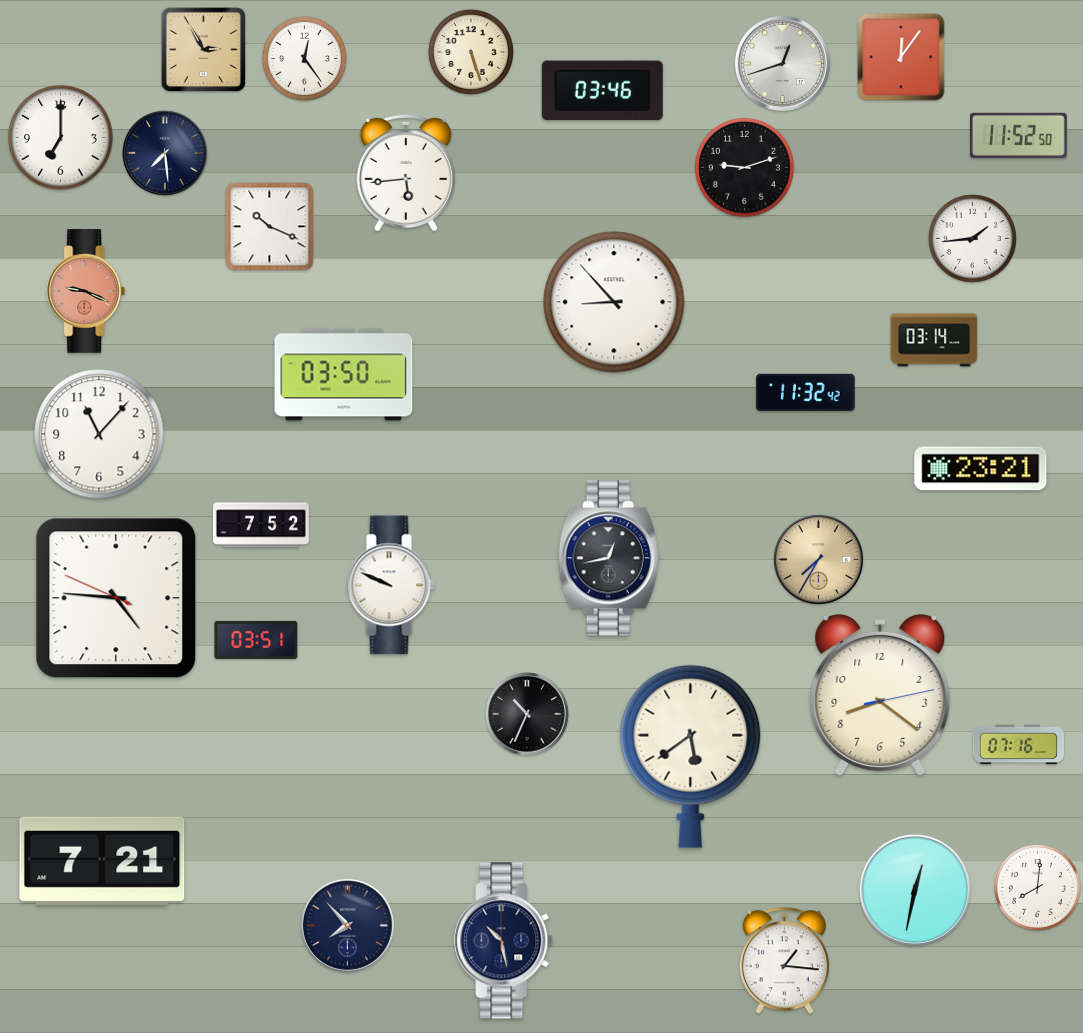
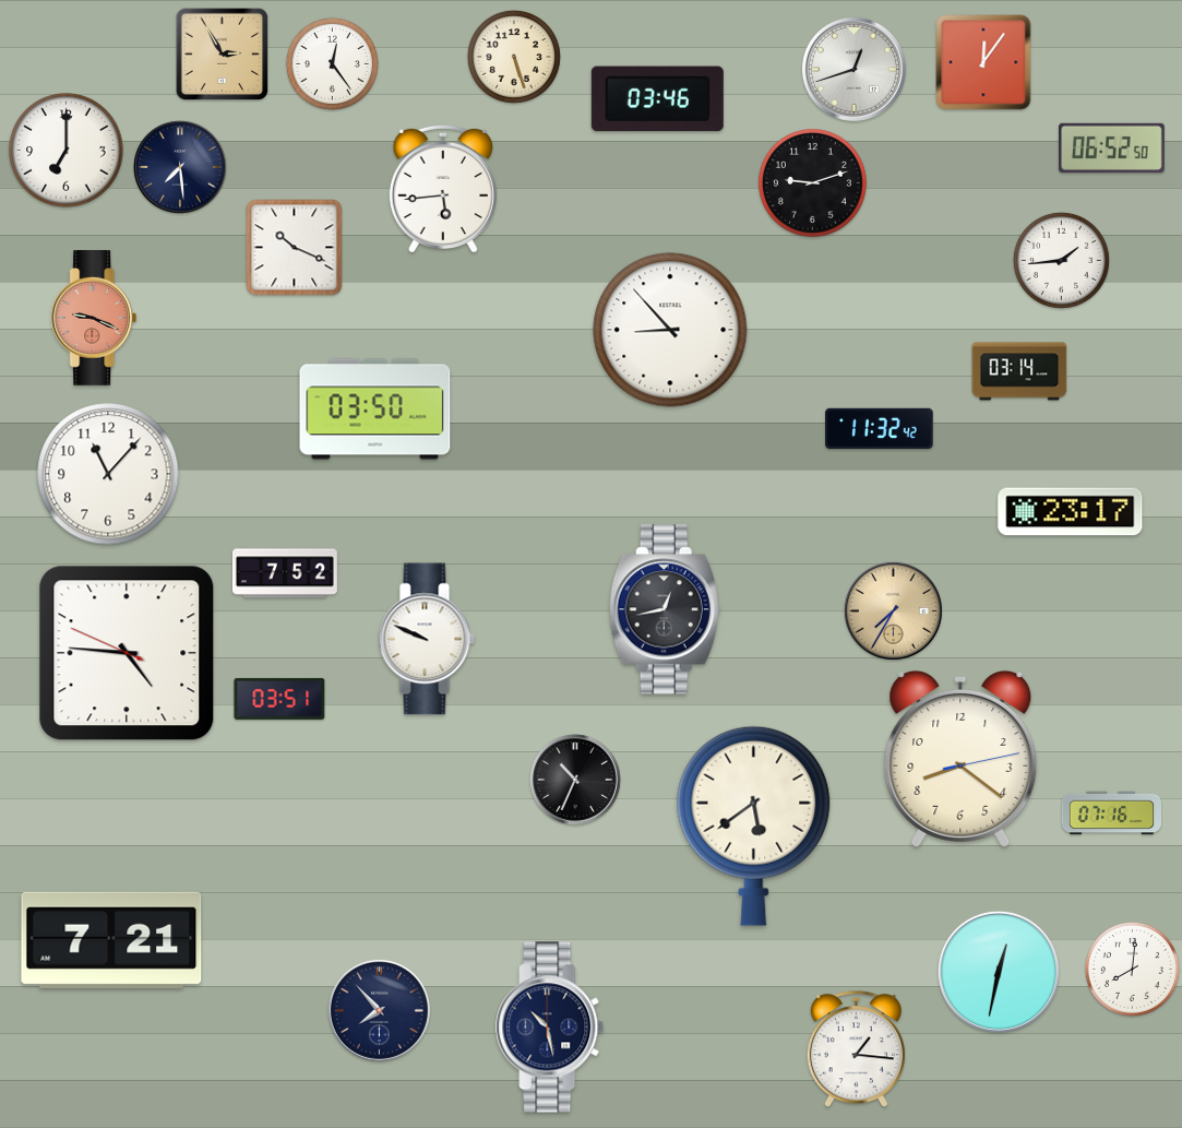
clock at (1019, 135): 11:52 -> 06:52
clock at (981, 469): 23:21 -> 23:17
